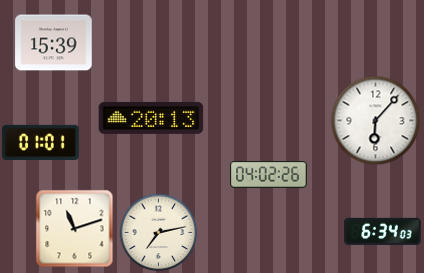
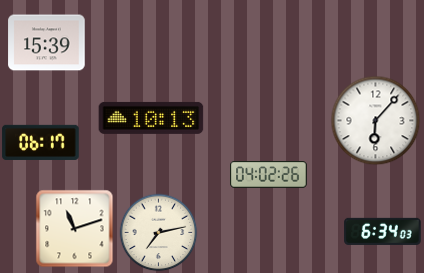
clock at (54, 43) position: (54, 43) -> (47, 43)
clock at (151, 118): 20:13 -> 10:13
clock at (41, 142): 01:01 -> 06:17
